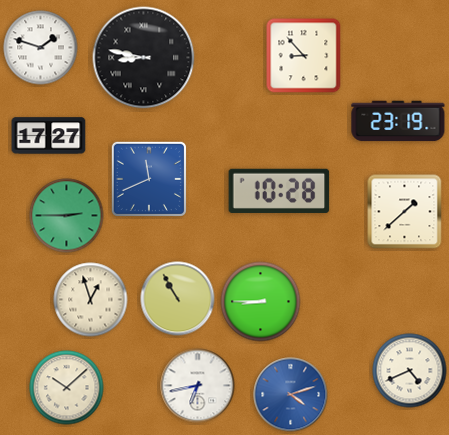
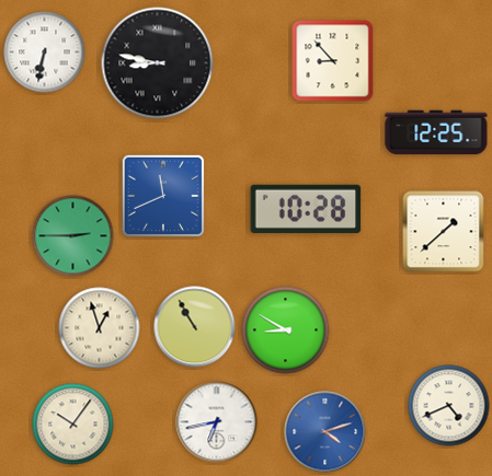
clock at (41, 48): 1:48 -> 6:32
clock at (398, 121): 23:19 -> 12:25
clock at (49, 136): 17:27 -> none
clock at (261, 302): 8:45 -> 8:50
clock at (67, 388): 10:08 -> 10:06
clock at (291, 395) position: (291, 395) -> (325, 432)
